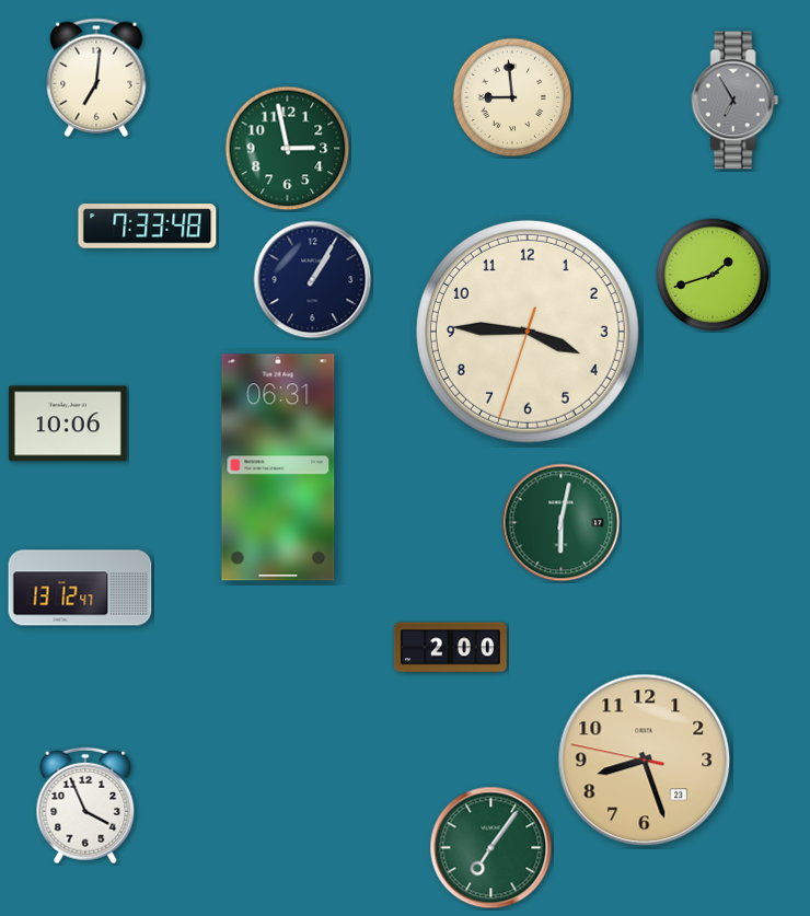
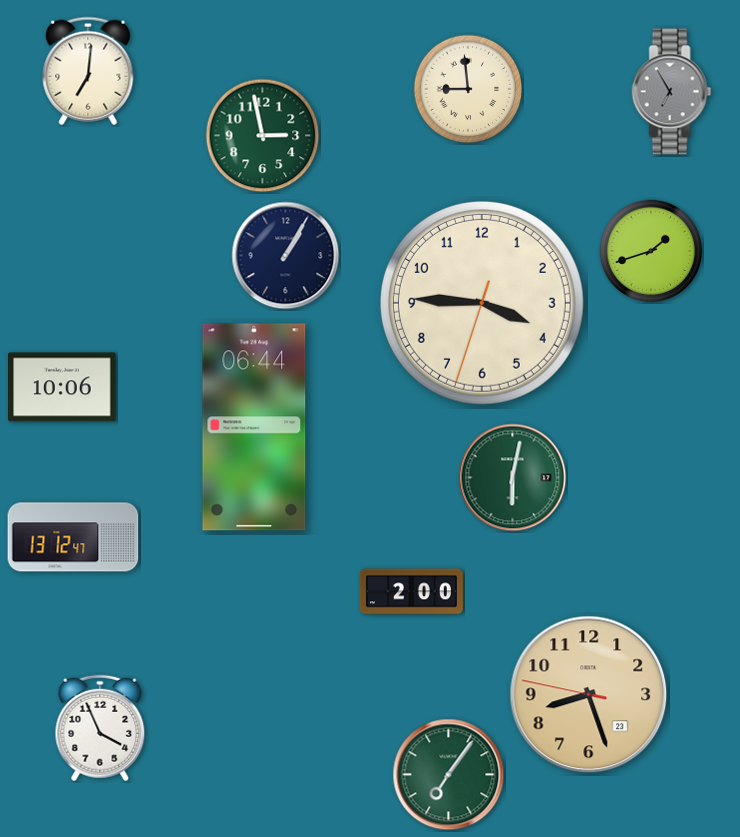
clock at (148, 227): 7:33 -> none
clock at (278, 467): 06:31 -> 06:44
clock at (85, 805) position: (85, 805) -> (100, 728)
